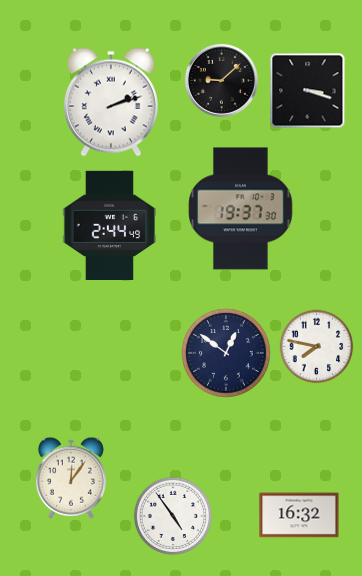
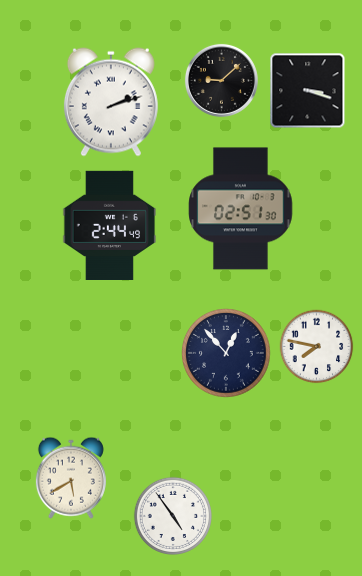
clock at (241, 209): 19:37 -> 02:51
clock at (226, 353): 12:51 -> 12:53
clock at (71, 478): 12:06 -> 5:40
clock at (299, 515): 16:32 -> none
